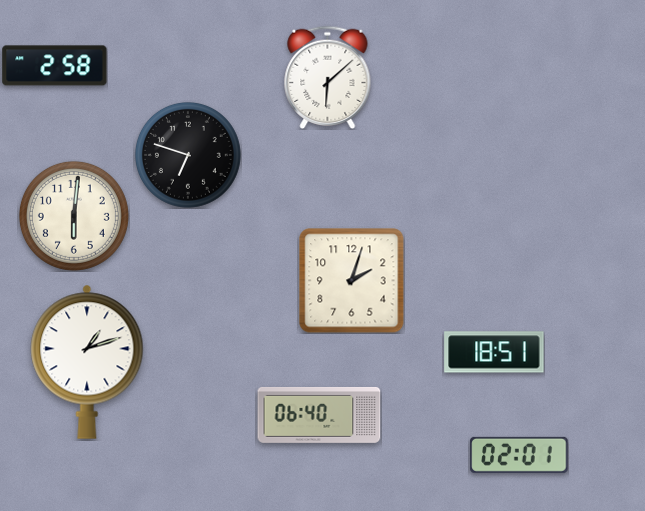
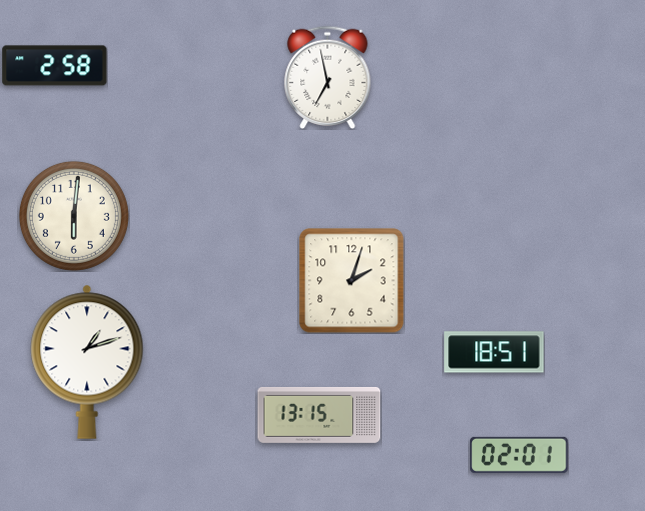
clock at (328, 77): 6:08 -> 6:58
clock at (188, 155): 6:48 -> none
clock at (319, 415): 06:40 -> 13:15
